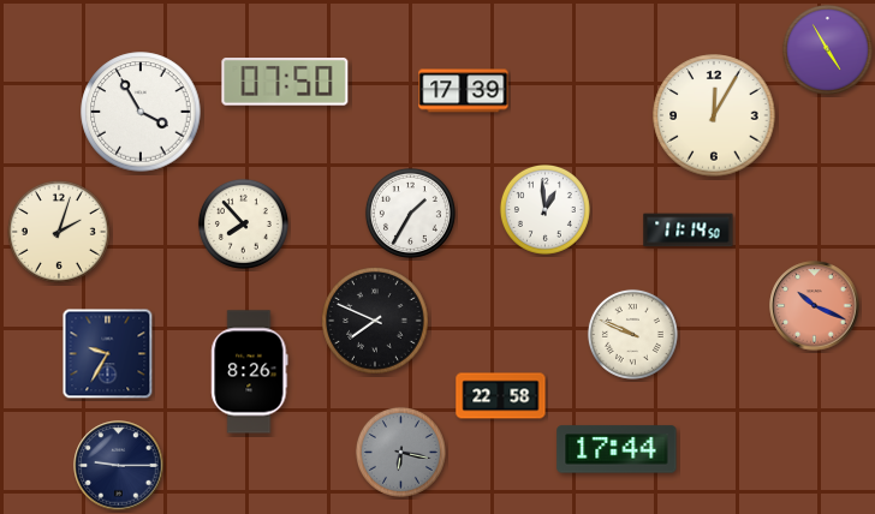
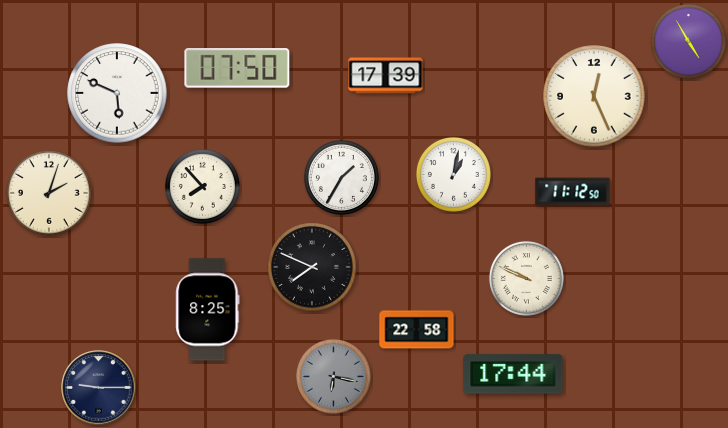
clock at (141, 112): 3:55 -> 5:49
clock at (714, 115): 12:05 -> 12:26
clock at (544, 209): 12:59 -> 1:02
clock at (689, 231): 11:14 -> 11:12
clock at (815, 306): 10:19 -> none
clock at (108, 354): 9:35 -> none
clock at (250, 372): 8:26 -> 8:25
